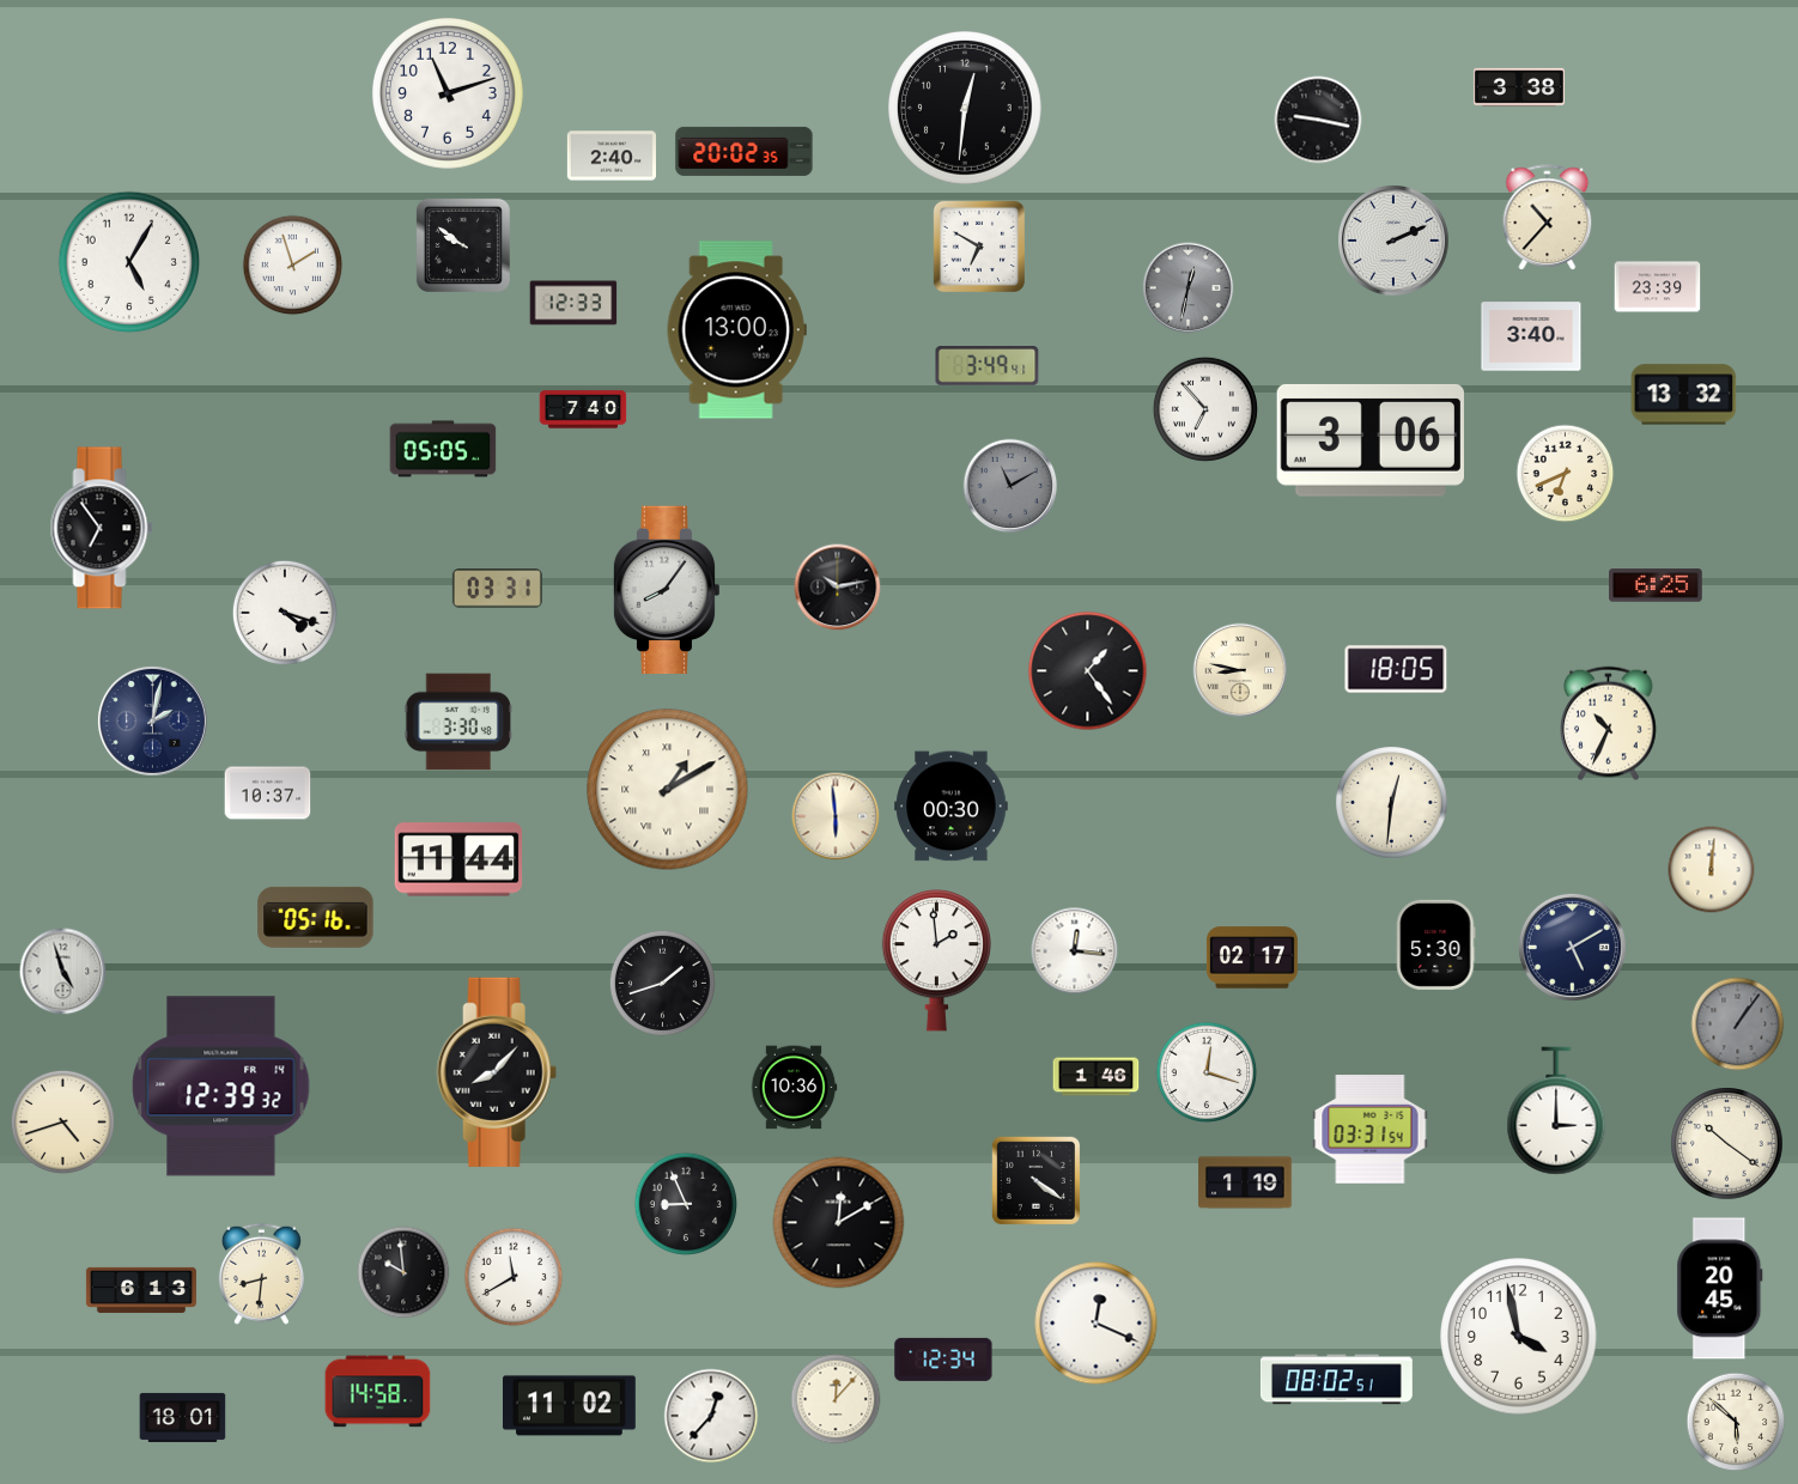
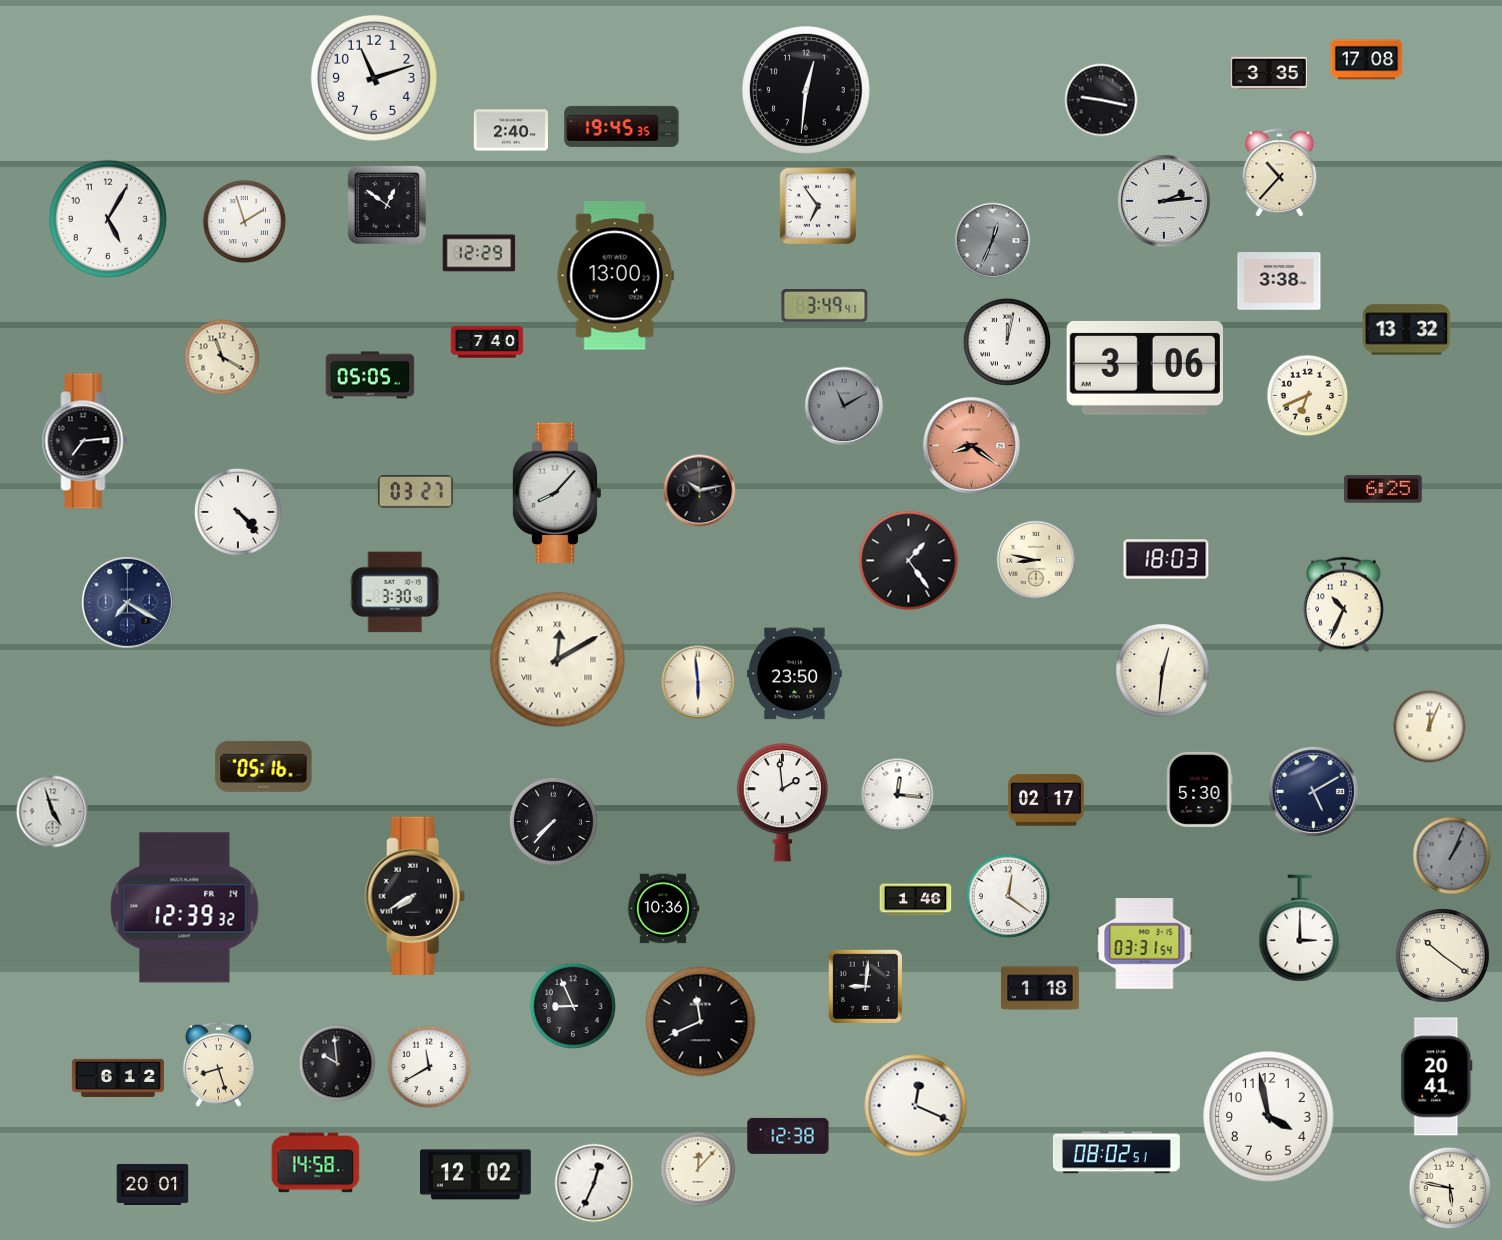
clock at (1367, 60): none -> 17:08
clock at (1519, 87): 3:38 -> 3:35
clock at (745, 151): 20:02 -> 19:45
clock at (1548, 217) position: (1548, 217) -> (1280, 172)
clock at (1395, 242): 2:11 -> 2:14
clock at (463, 245): 9:51 -> 12:51
clock at (979, 247): 6:50 -> 6:54
clock at (1658, 287): 23:39 -> none
clock at (1189, 288): 12:32 -> 12:34
clock at (573, 303): 12:33 -> 12:29
clock at (1531, 336): 3:40 -> 3:38
clock at (1205, 409): 6:53 -> 12:02
clock at (222, 357): none -> 11:20
clock at (102, 528): 6:54 -> 7:14
clock at (972, 446): none -> 8:21
clock at (497, 589): 03:31 -> 03:27
clock at (667, 589): 8:06 -> 8:07
clock at (285, 613): 4:18 -> 4:23
clock at (1396, 669): 18:05 -> 18:03
clock at (152, 720): 2:02 -> 7:20
clock at (458, 722) position: (458, 722) -> (395, 592)
clock at (668, 790): 1:10 -> 12:10
clock at (268, 793): 10:37 -> none
clock at (952, 807): 00:30 -> 23:50
clock at (458, 859): 11:44 -> none
clock at (1712, 870): 12:01 -> 12:04
clock at (662, 983): 1:42 -> 7:37
clock at (1738, 1024): 1:06 -> 1:04
clock at (497, 1072): 8:07 -> 7:40
clock at (1207, 1072): 12:18 -> 12:21
clock at (62, 1121): 4:42 -> none
clock at (1035, 1180): 4:21 -> 9:01
clock at (1245, 1182): 1:19 -> 1:18
clock at (839, 1223): 12:10 -> 11:41
clock at (261, 1273): 8:31 -> 8:27
clock at (1720, 1289): 20:45 -> 20:41
clock at (141, 1290): 6:13 -> 6:12
clock at (943, 1360): 12:34 -> 12:38
clock at (570, 1406): 11:02 -> 12:02
clock at (711, 1416): 12:37 -> 12:34
clock at (183, 1417): 18:01 -> 20:01
clock at (1736, 1422): 5:52 -> 5:47
